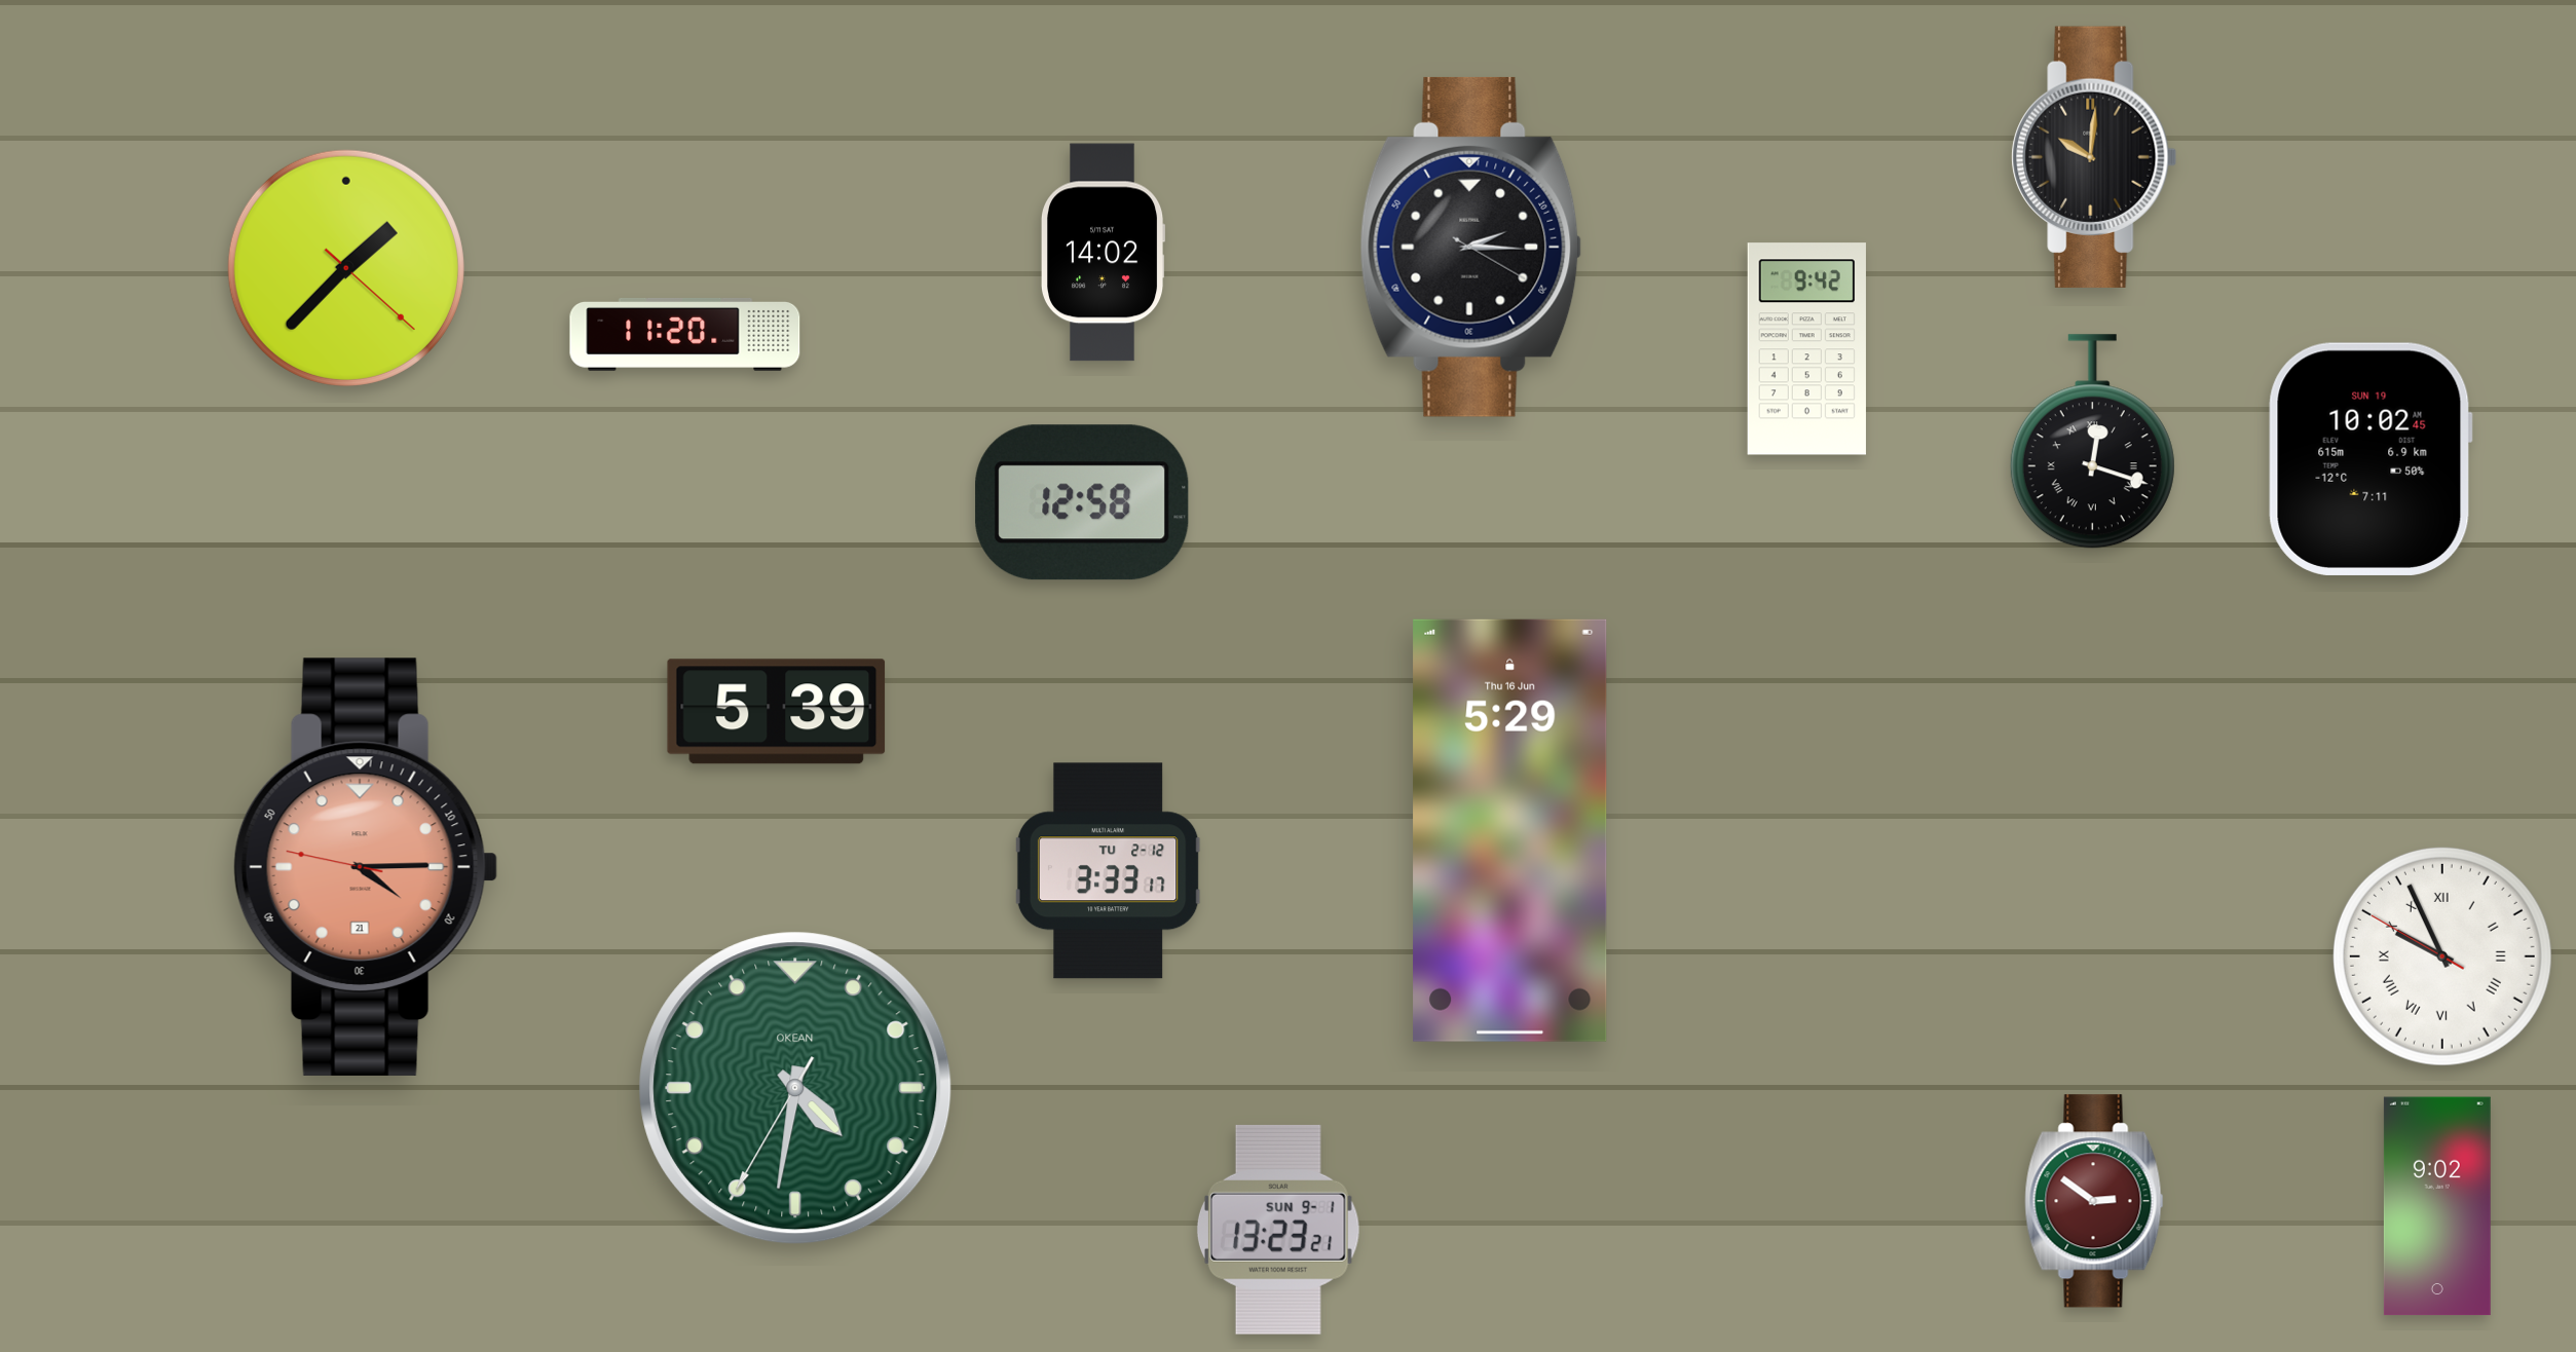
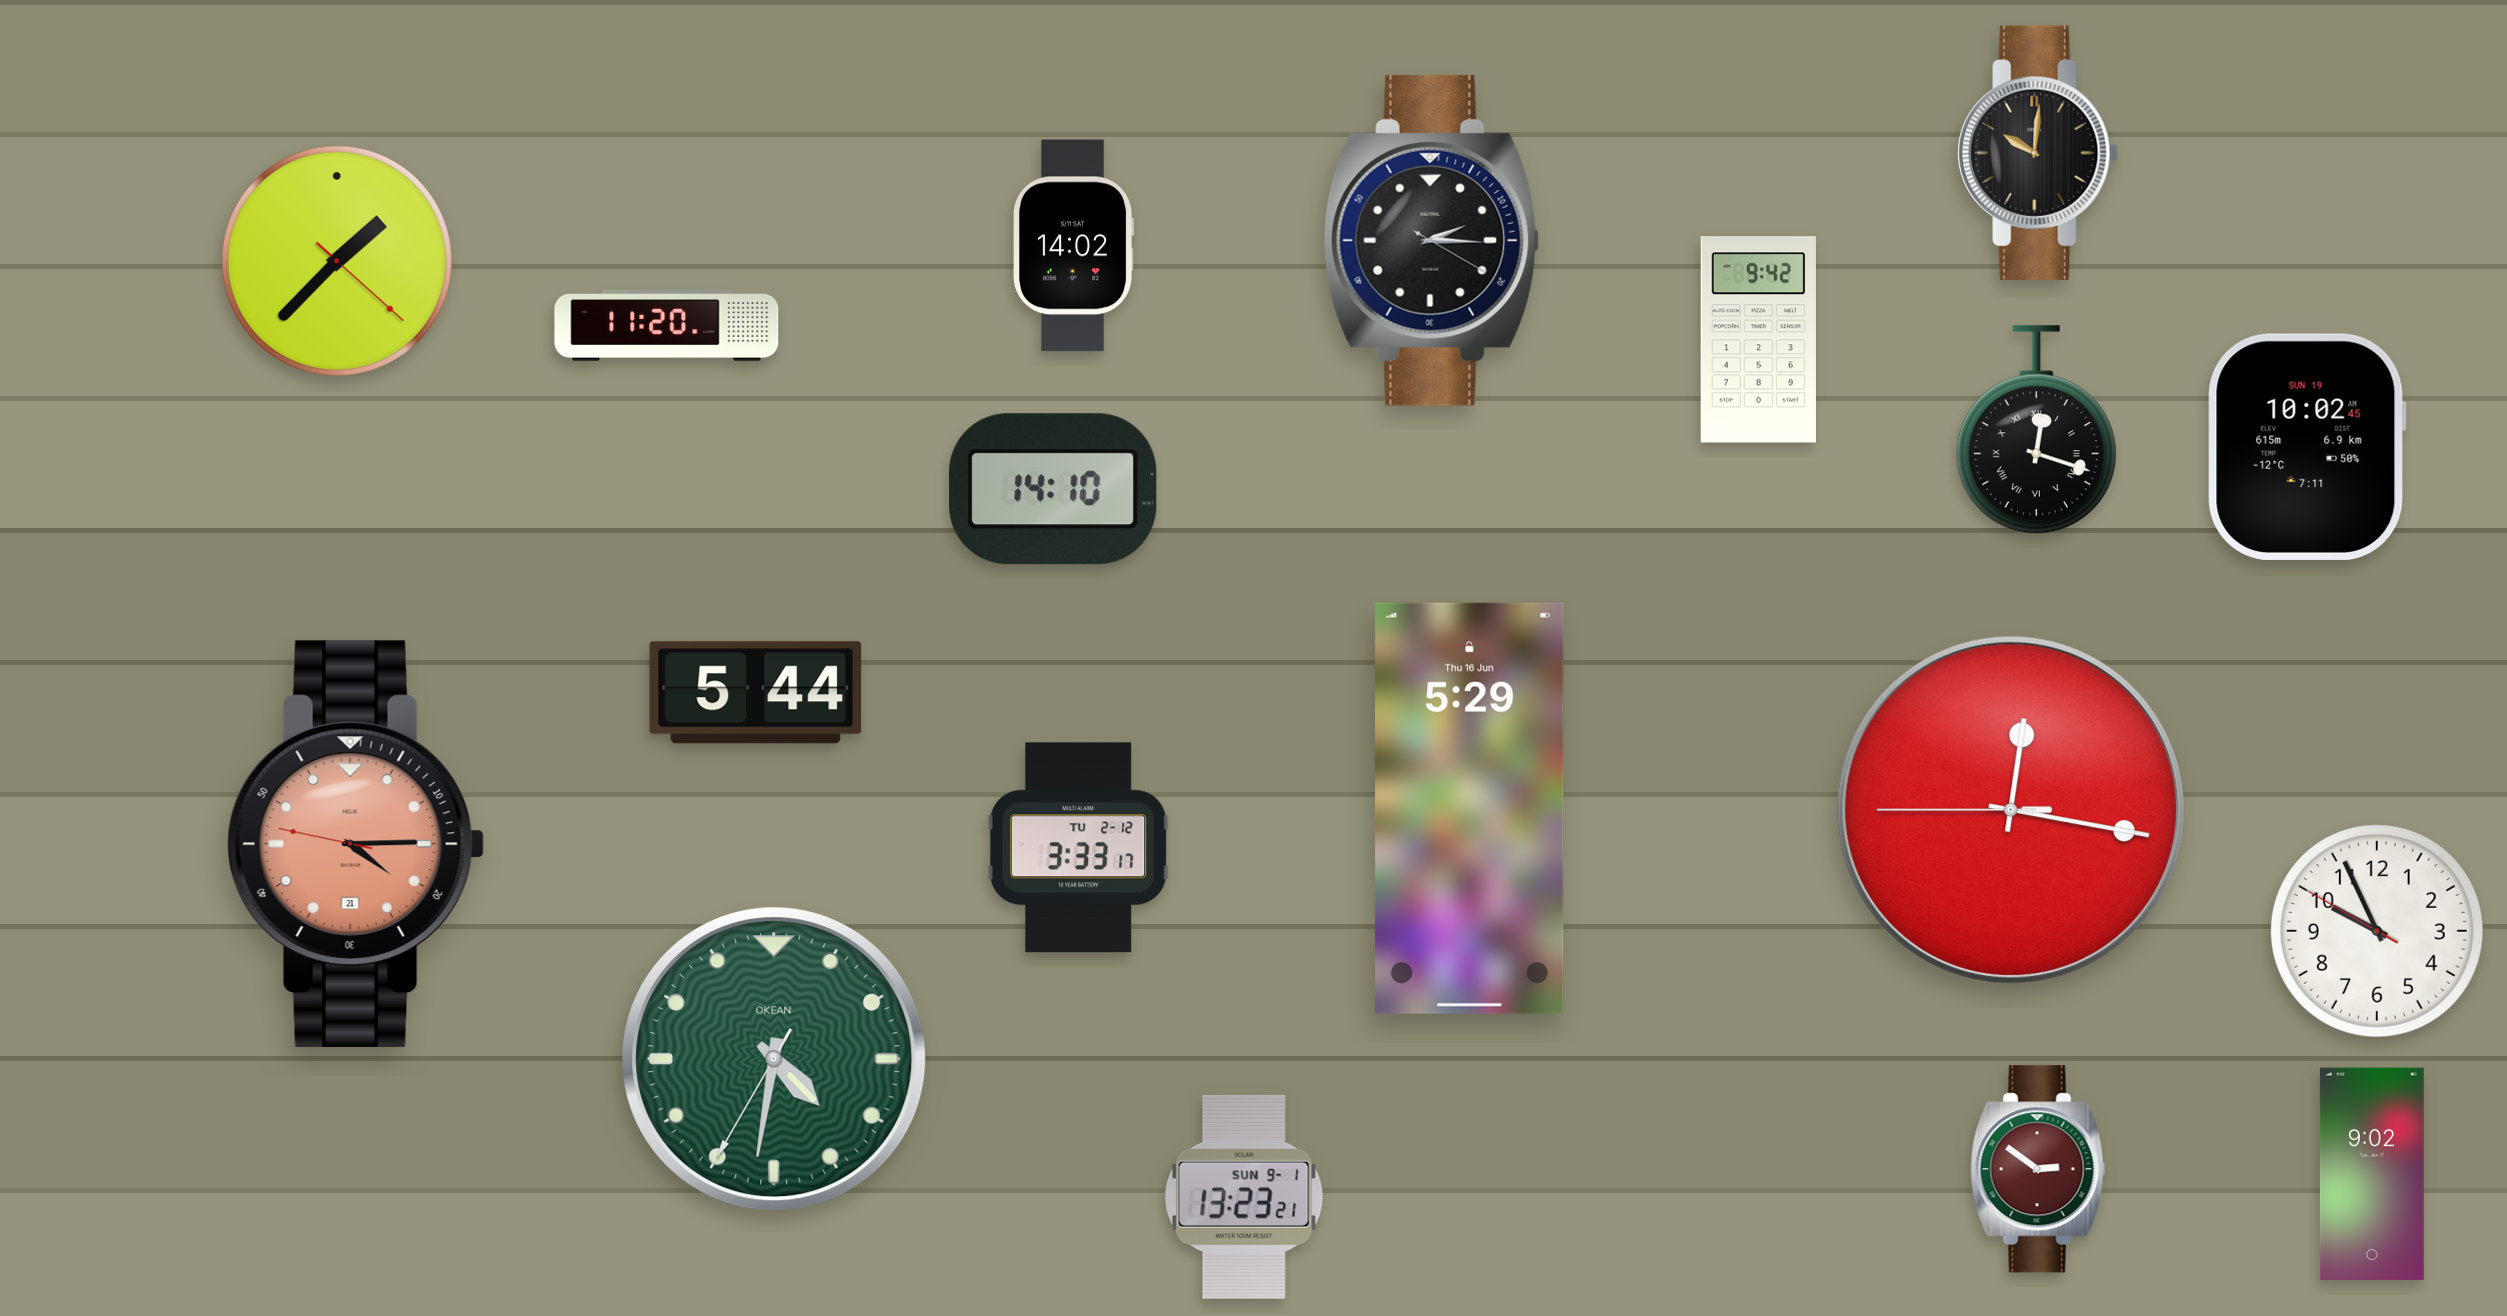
clock at (1082, 502): 12:58 -> 14:10
clock at (777, 712): 5:39 -> 5:44
clock at (2011, 810): none -> 12:16
clock at (2442, 956) numerals: Roman -> Arabic
